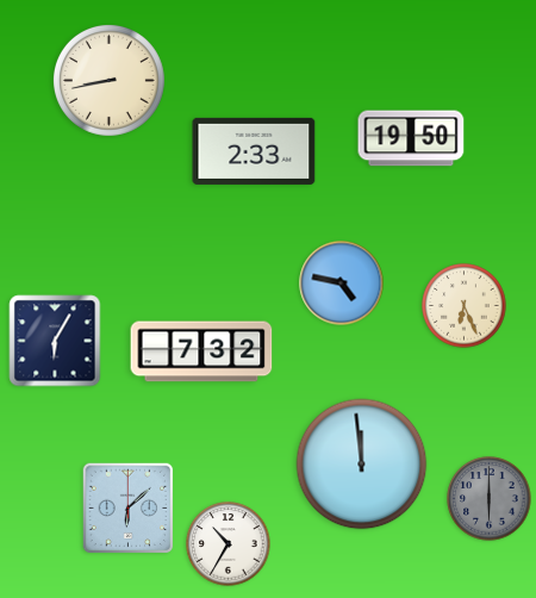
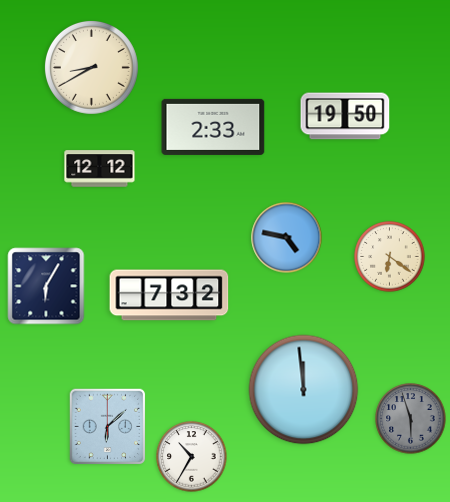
clock at (108, 80): 8:43 -> 8:40
clock at (100, 169): none -> 12:12
clock at (465, 306): 6:26 -> 6:21
clock at (490, 499): 6:00 -> 5:57
